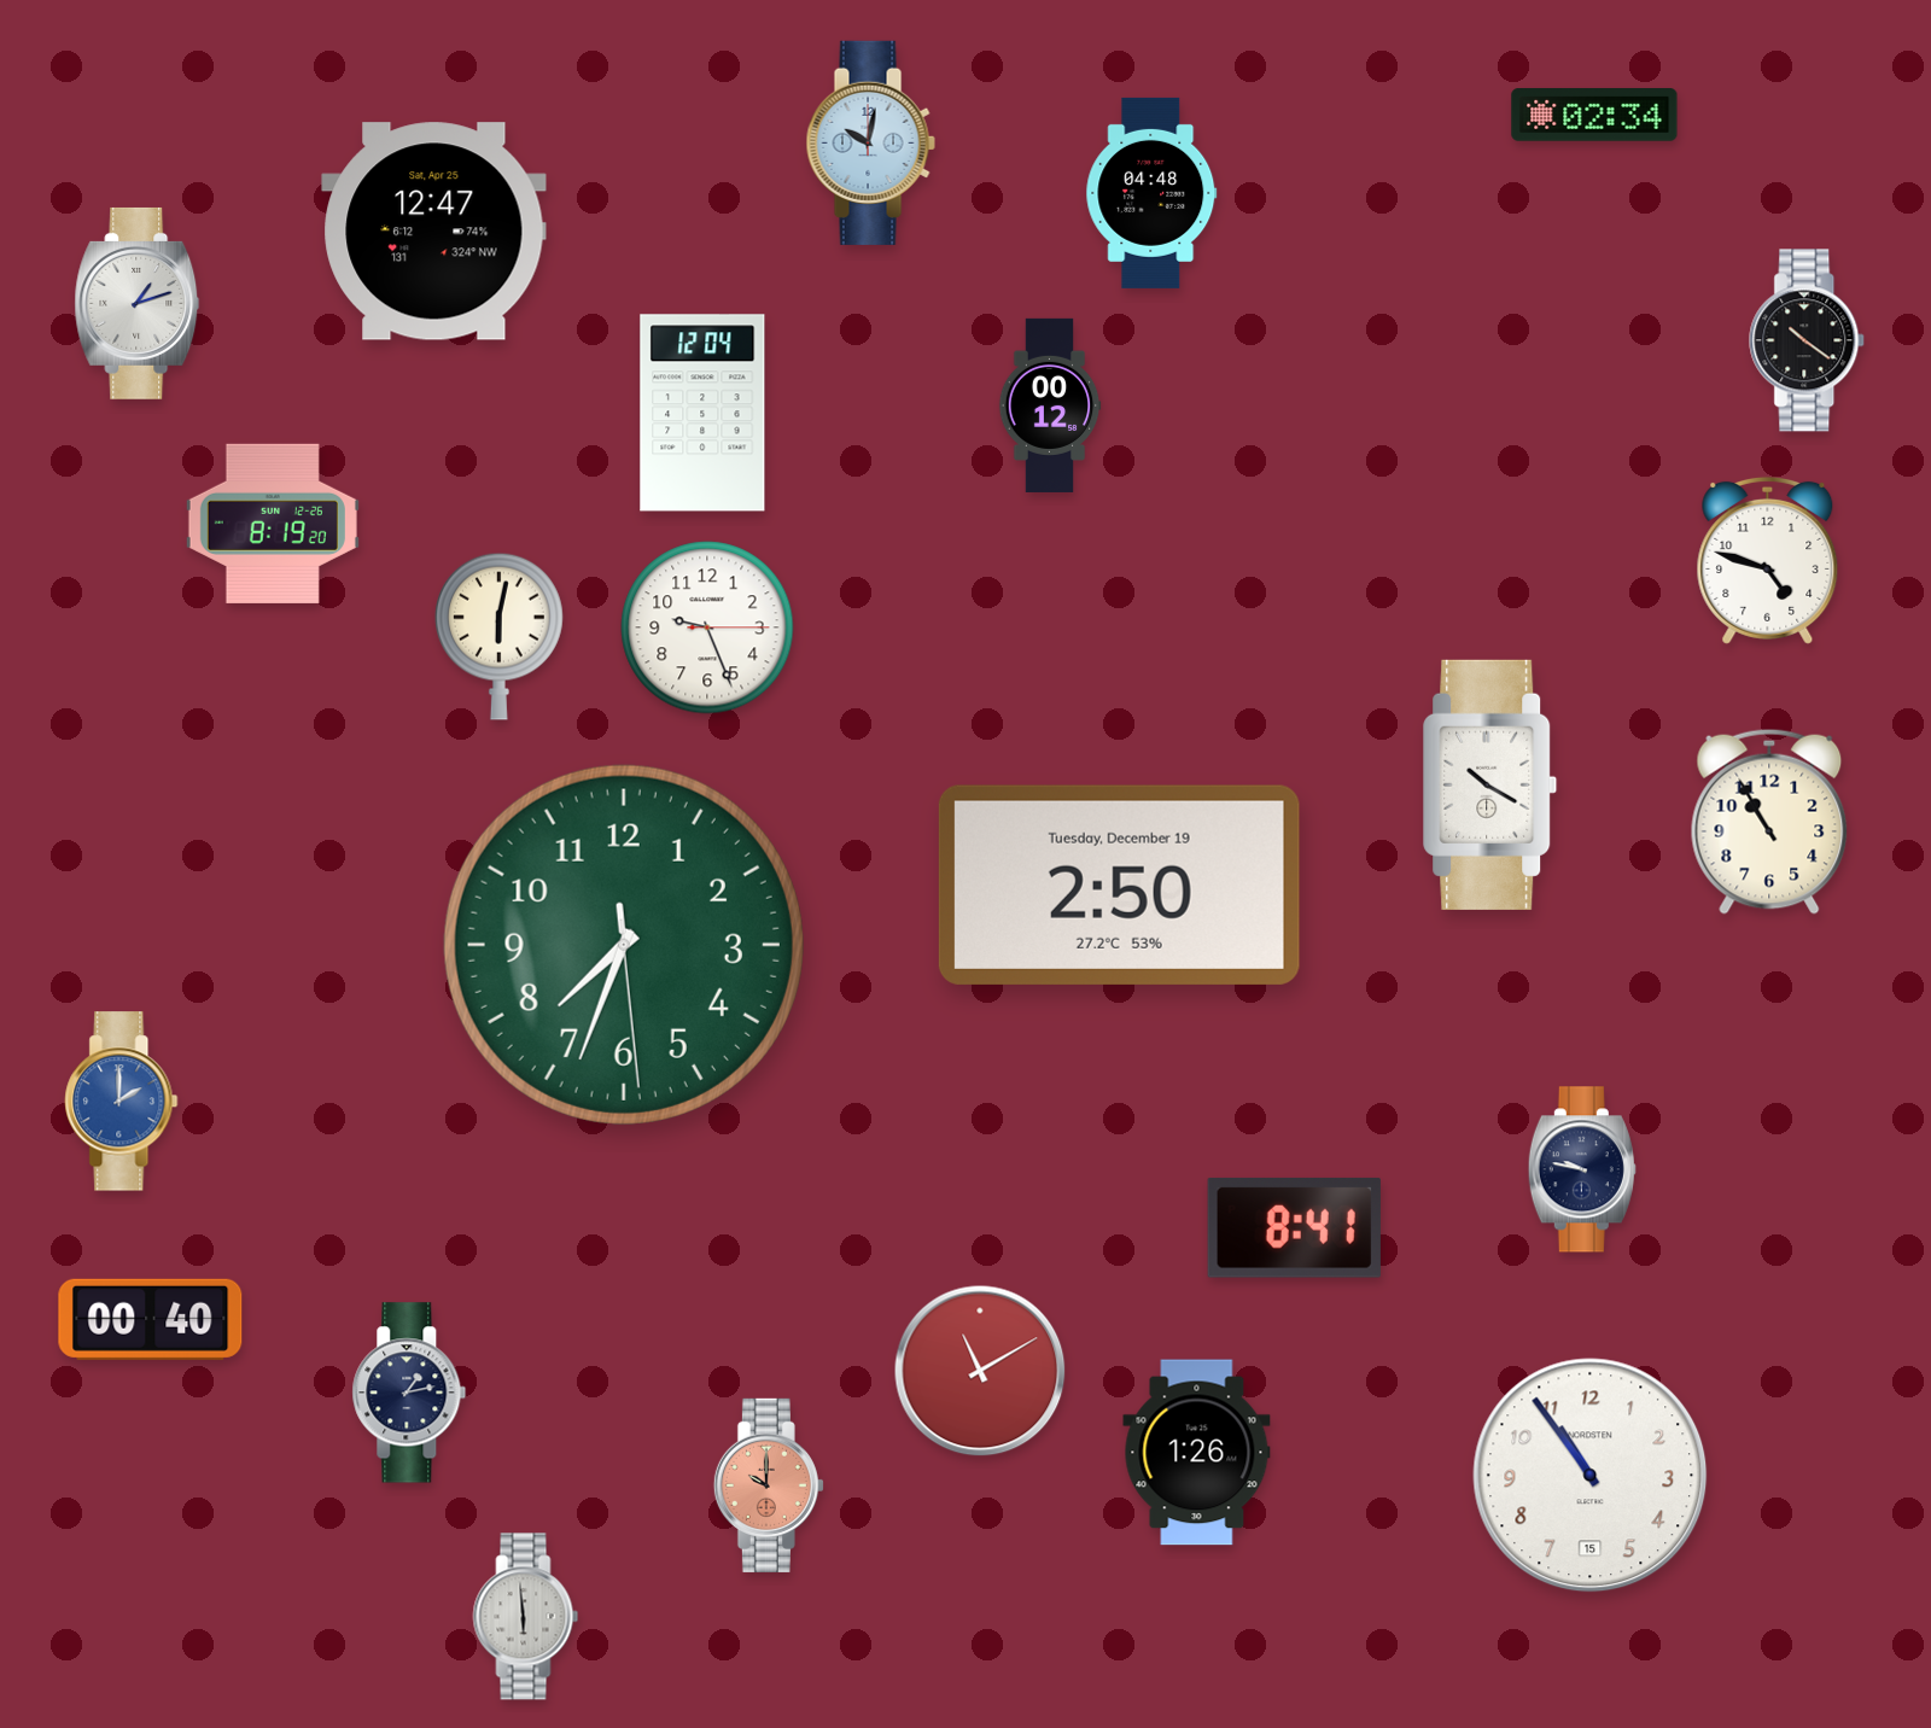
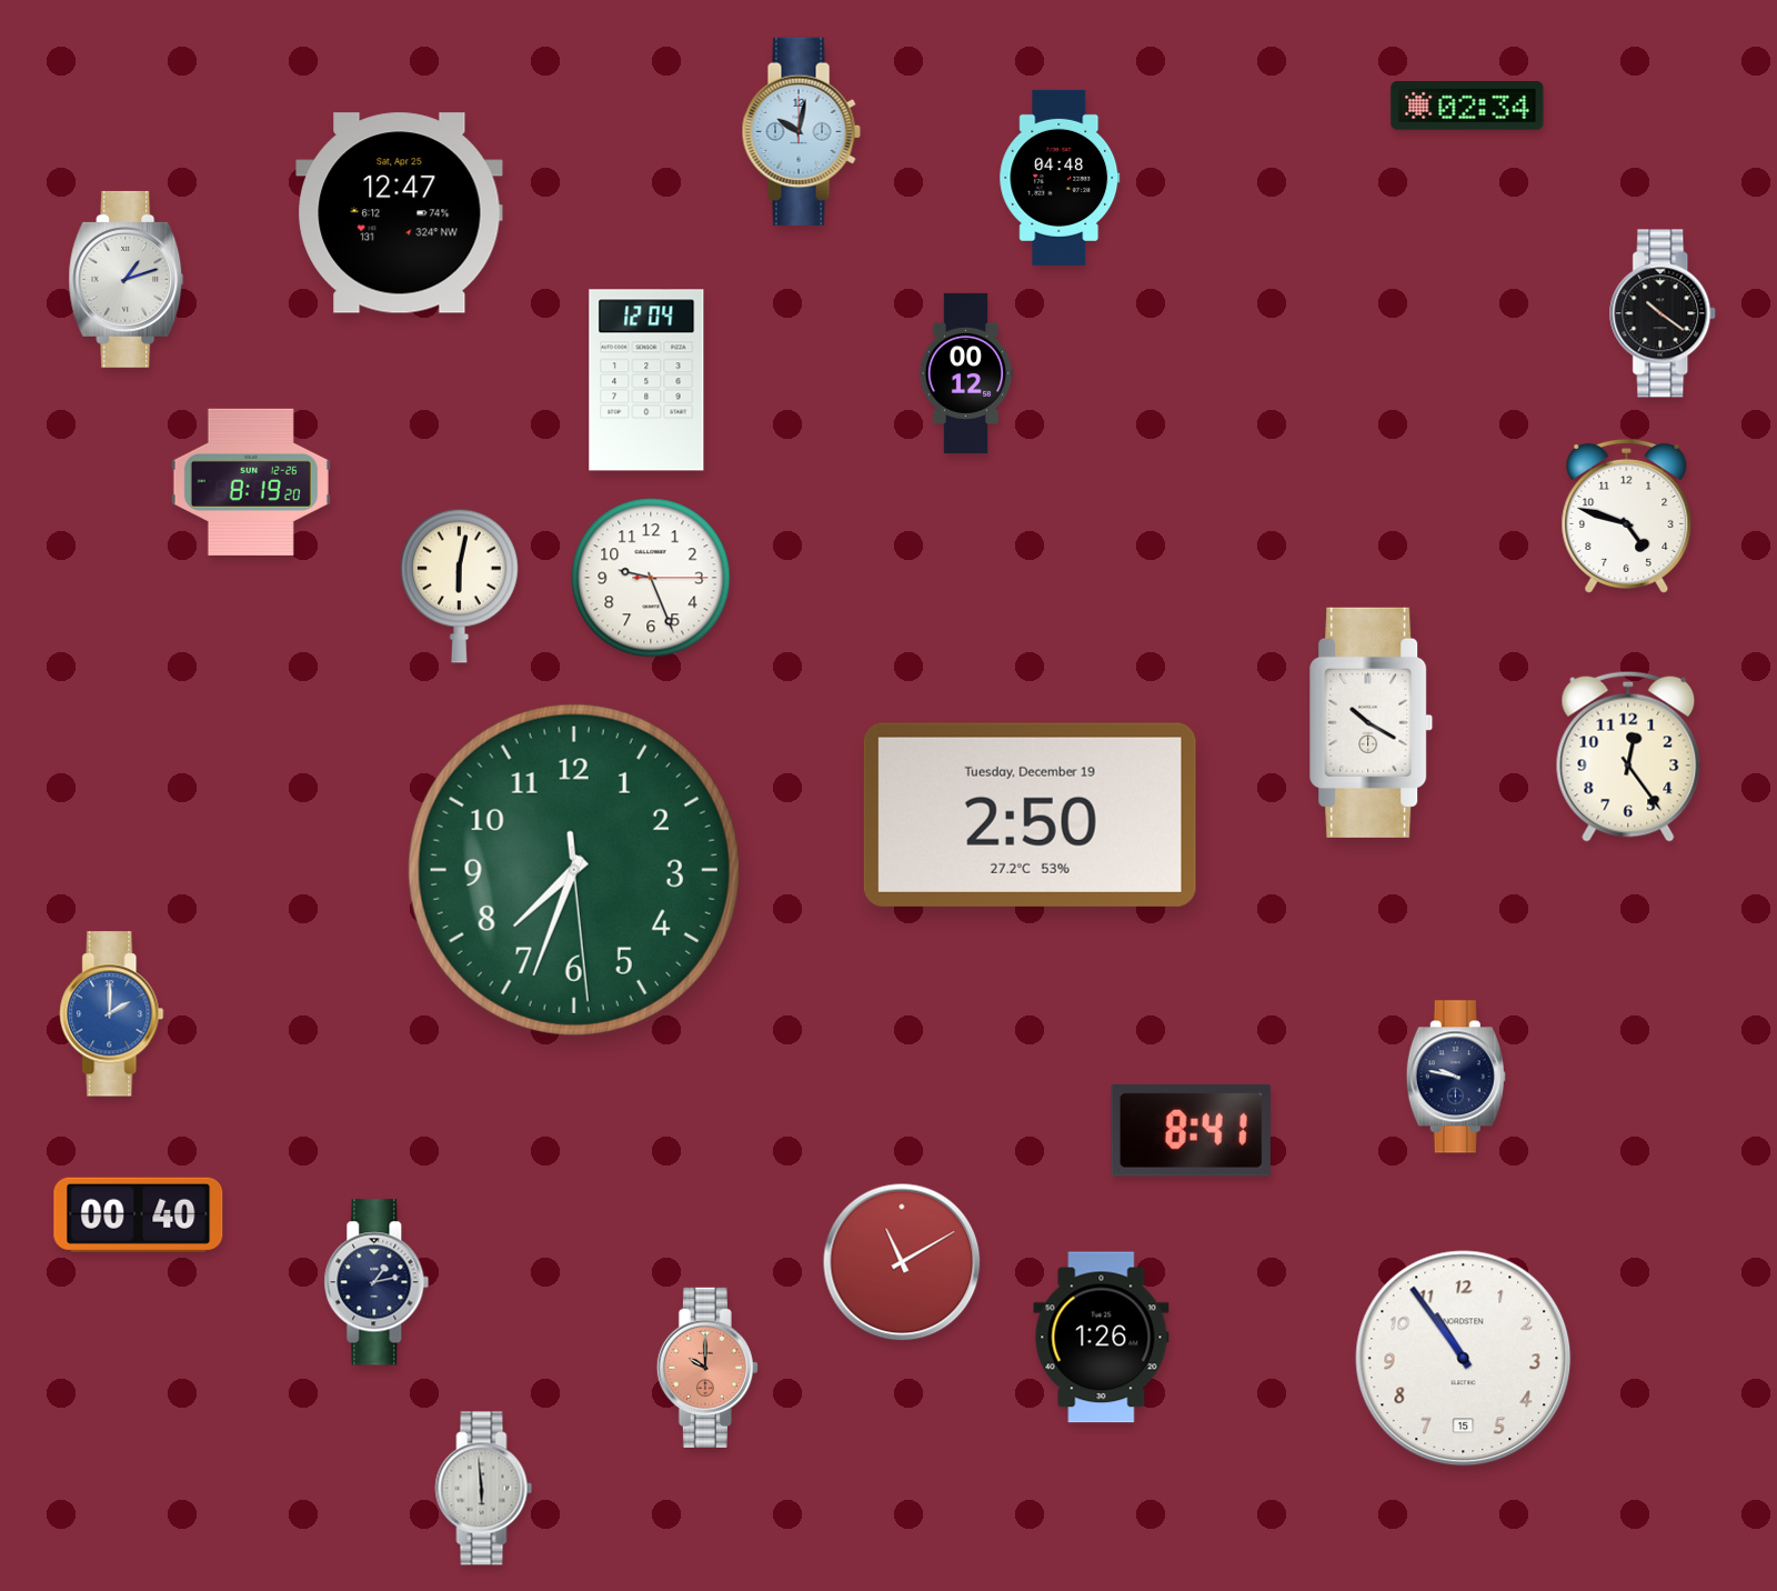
clock at (1769, 822): 10:55 -> 12:24
